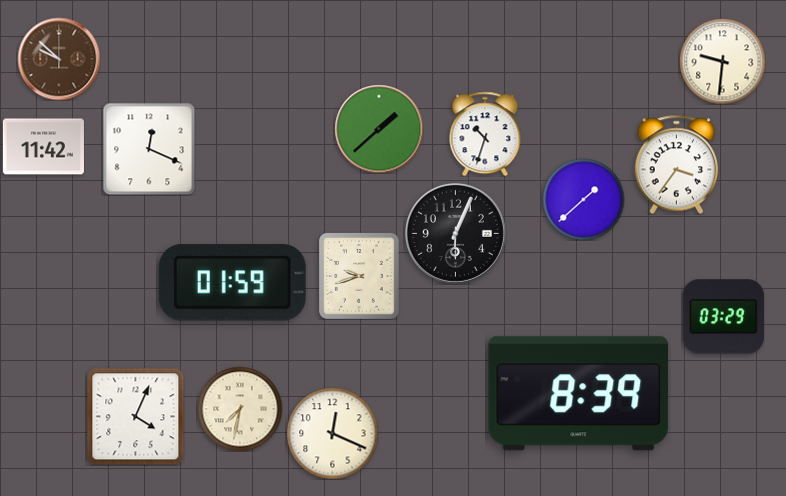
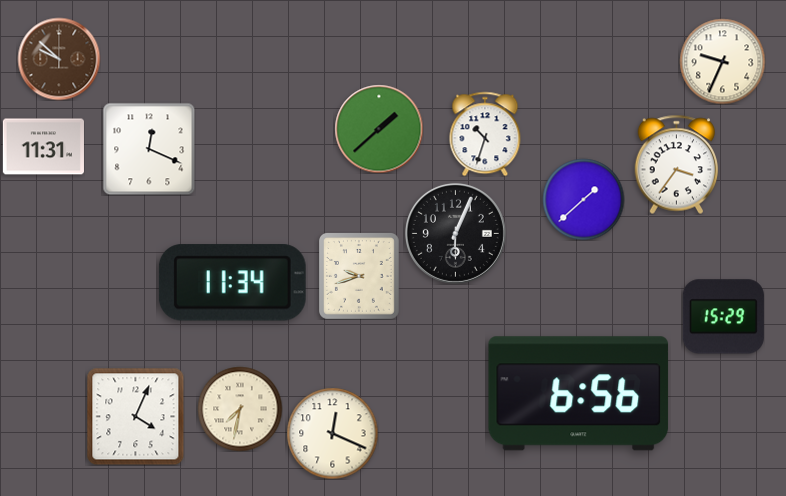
clock at (722, 61): 9:31 -> 9:34
clock at (43, 147): 11:42 -> 11:31
clock at (232, 283): 01:59 -> 11:34
clock at (723, 317): 03:29 -> 15:29
clock at (579, 394): 8:39 -> 6:56
